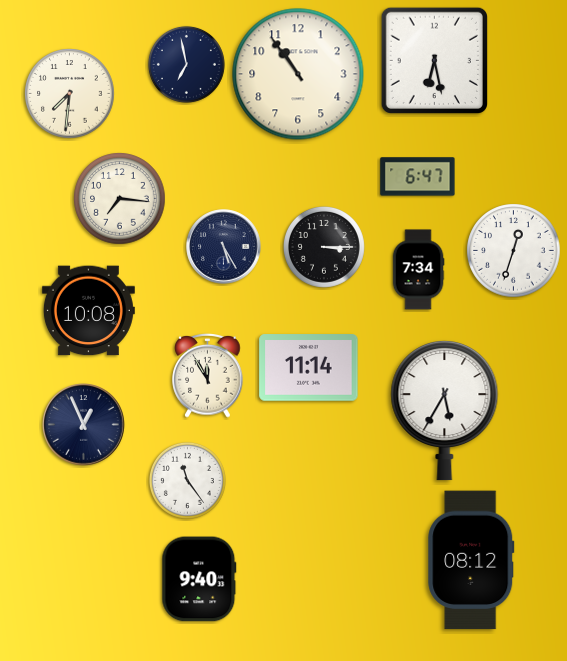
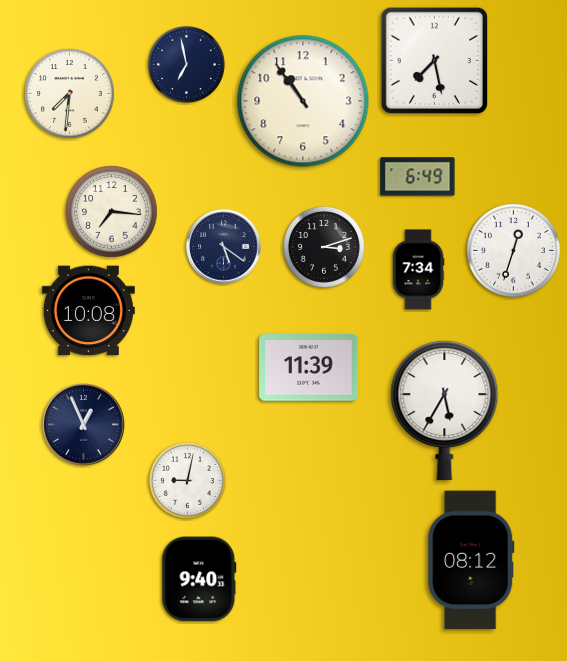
clock at (434, 60): 6:28 -> 7:28
clock at (298, 74) position: (298, 74) -> (303, 101)
clock at (418, 177): 6:47 -> 6:49
clock at (120, 199) position: (120, 199) -> (112, 212)
clock at (224, 247): 5:25 -> 5:21
clock at (324, 247): 3:15 -> 3:12
clock at (309, 368): 11:14 -> 11:39
clock at (208, 376): 11:55 -> none
clock at (187, 480): 11:24 -> 9:02
